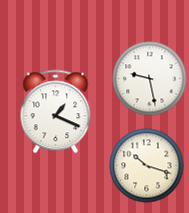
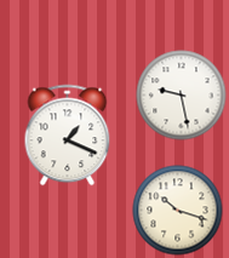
clock at (147, 166) position: (147, 166) -> (178, 211)
